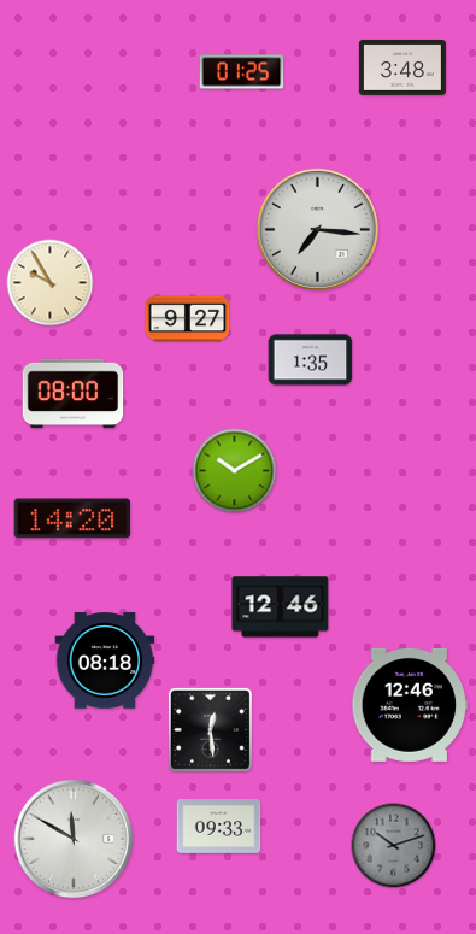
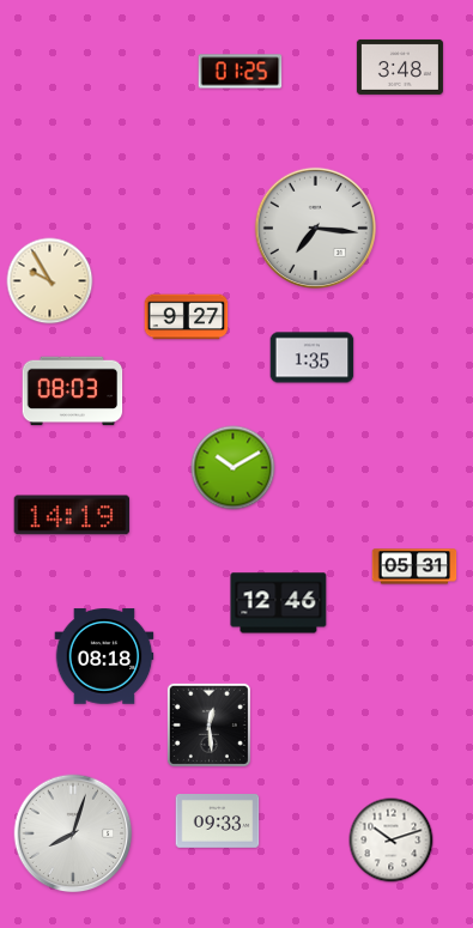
clock at (311, 360) position: (311, 360) -> (313, 358)
clock at (74, 394): 08:00 -> 08:03
clock at (72, 518): 14:20 -> 14:19
clock at (414, 566): none -> 05:31
clock at (410, 705): 12:46 -> none
clock at (74, 839): 11:50 -> 8:03
clock at (394, 846) dial: grey -> white
